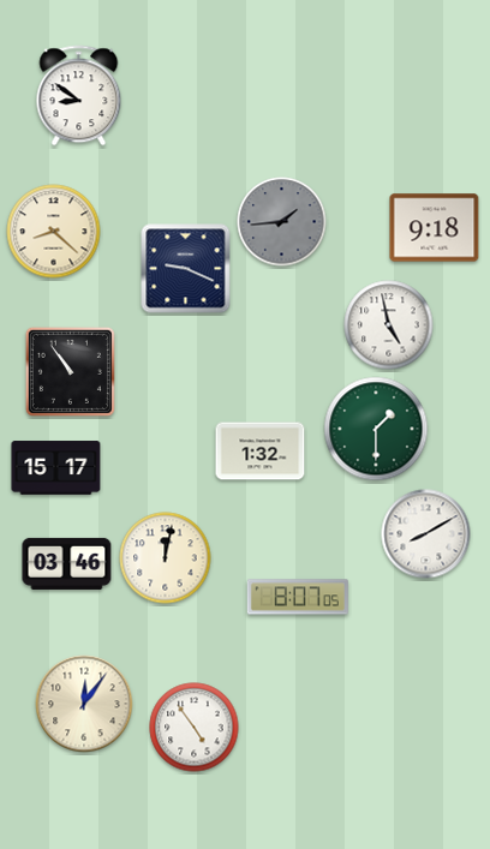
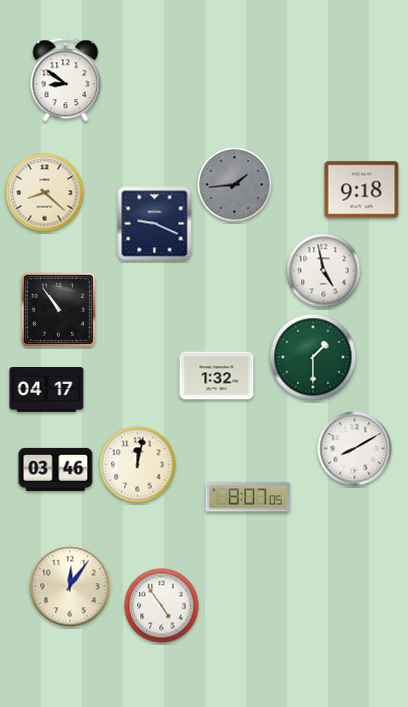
clock at (56, 468): 15:17 -> 04:17
clock at (426, 534) position: (426, 534) -> (355, 449)
